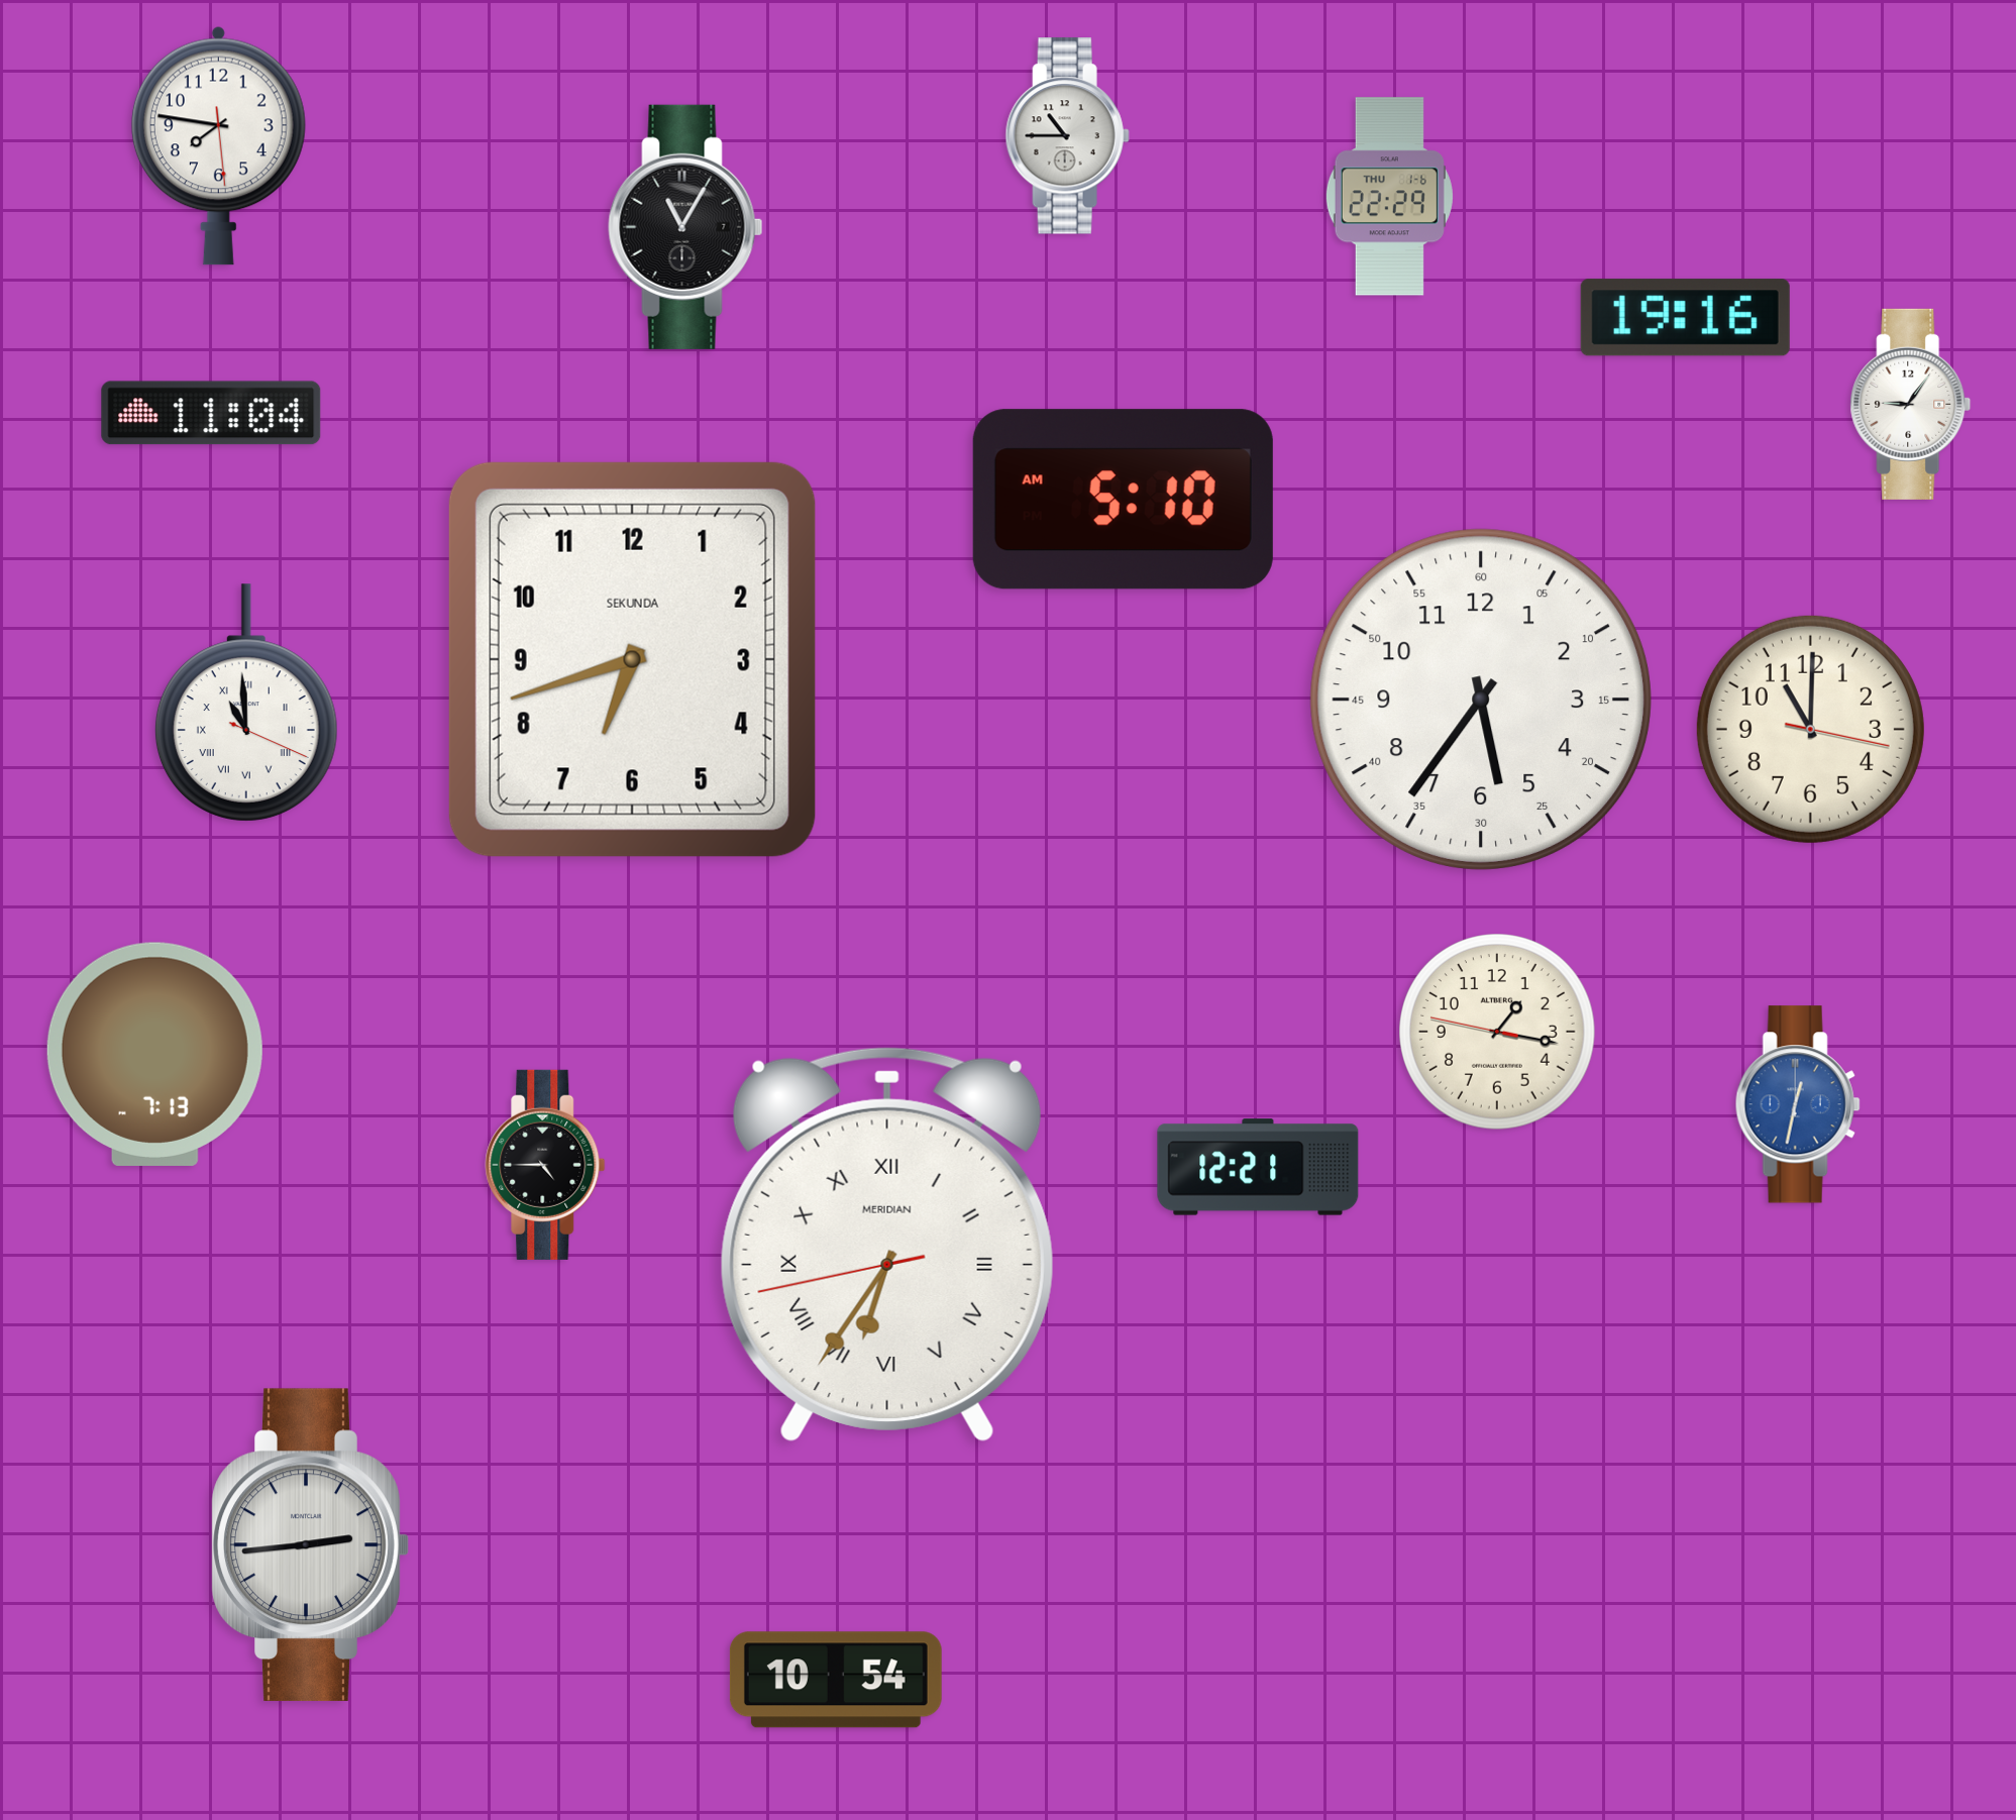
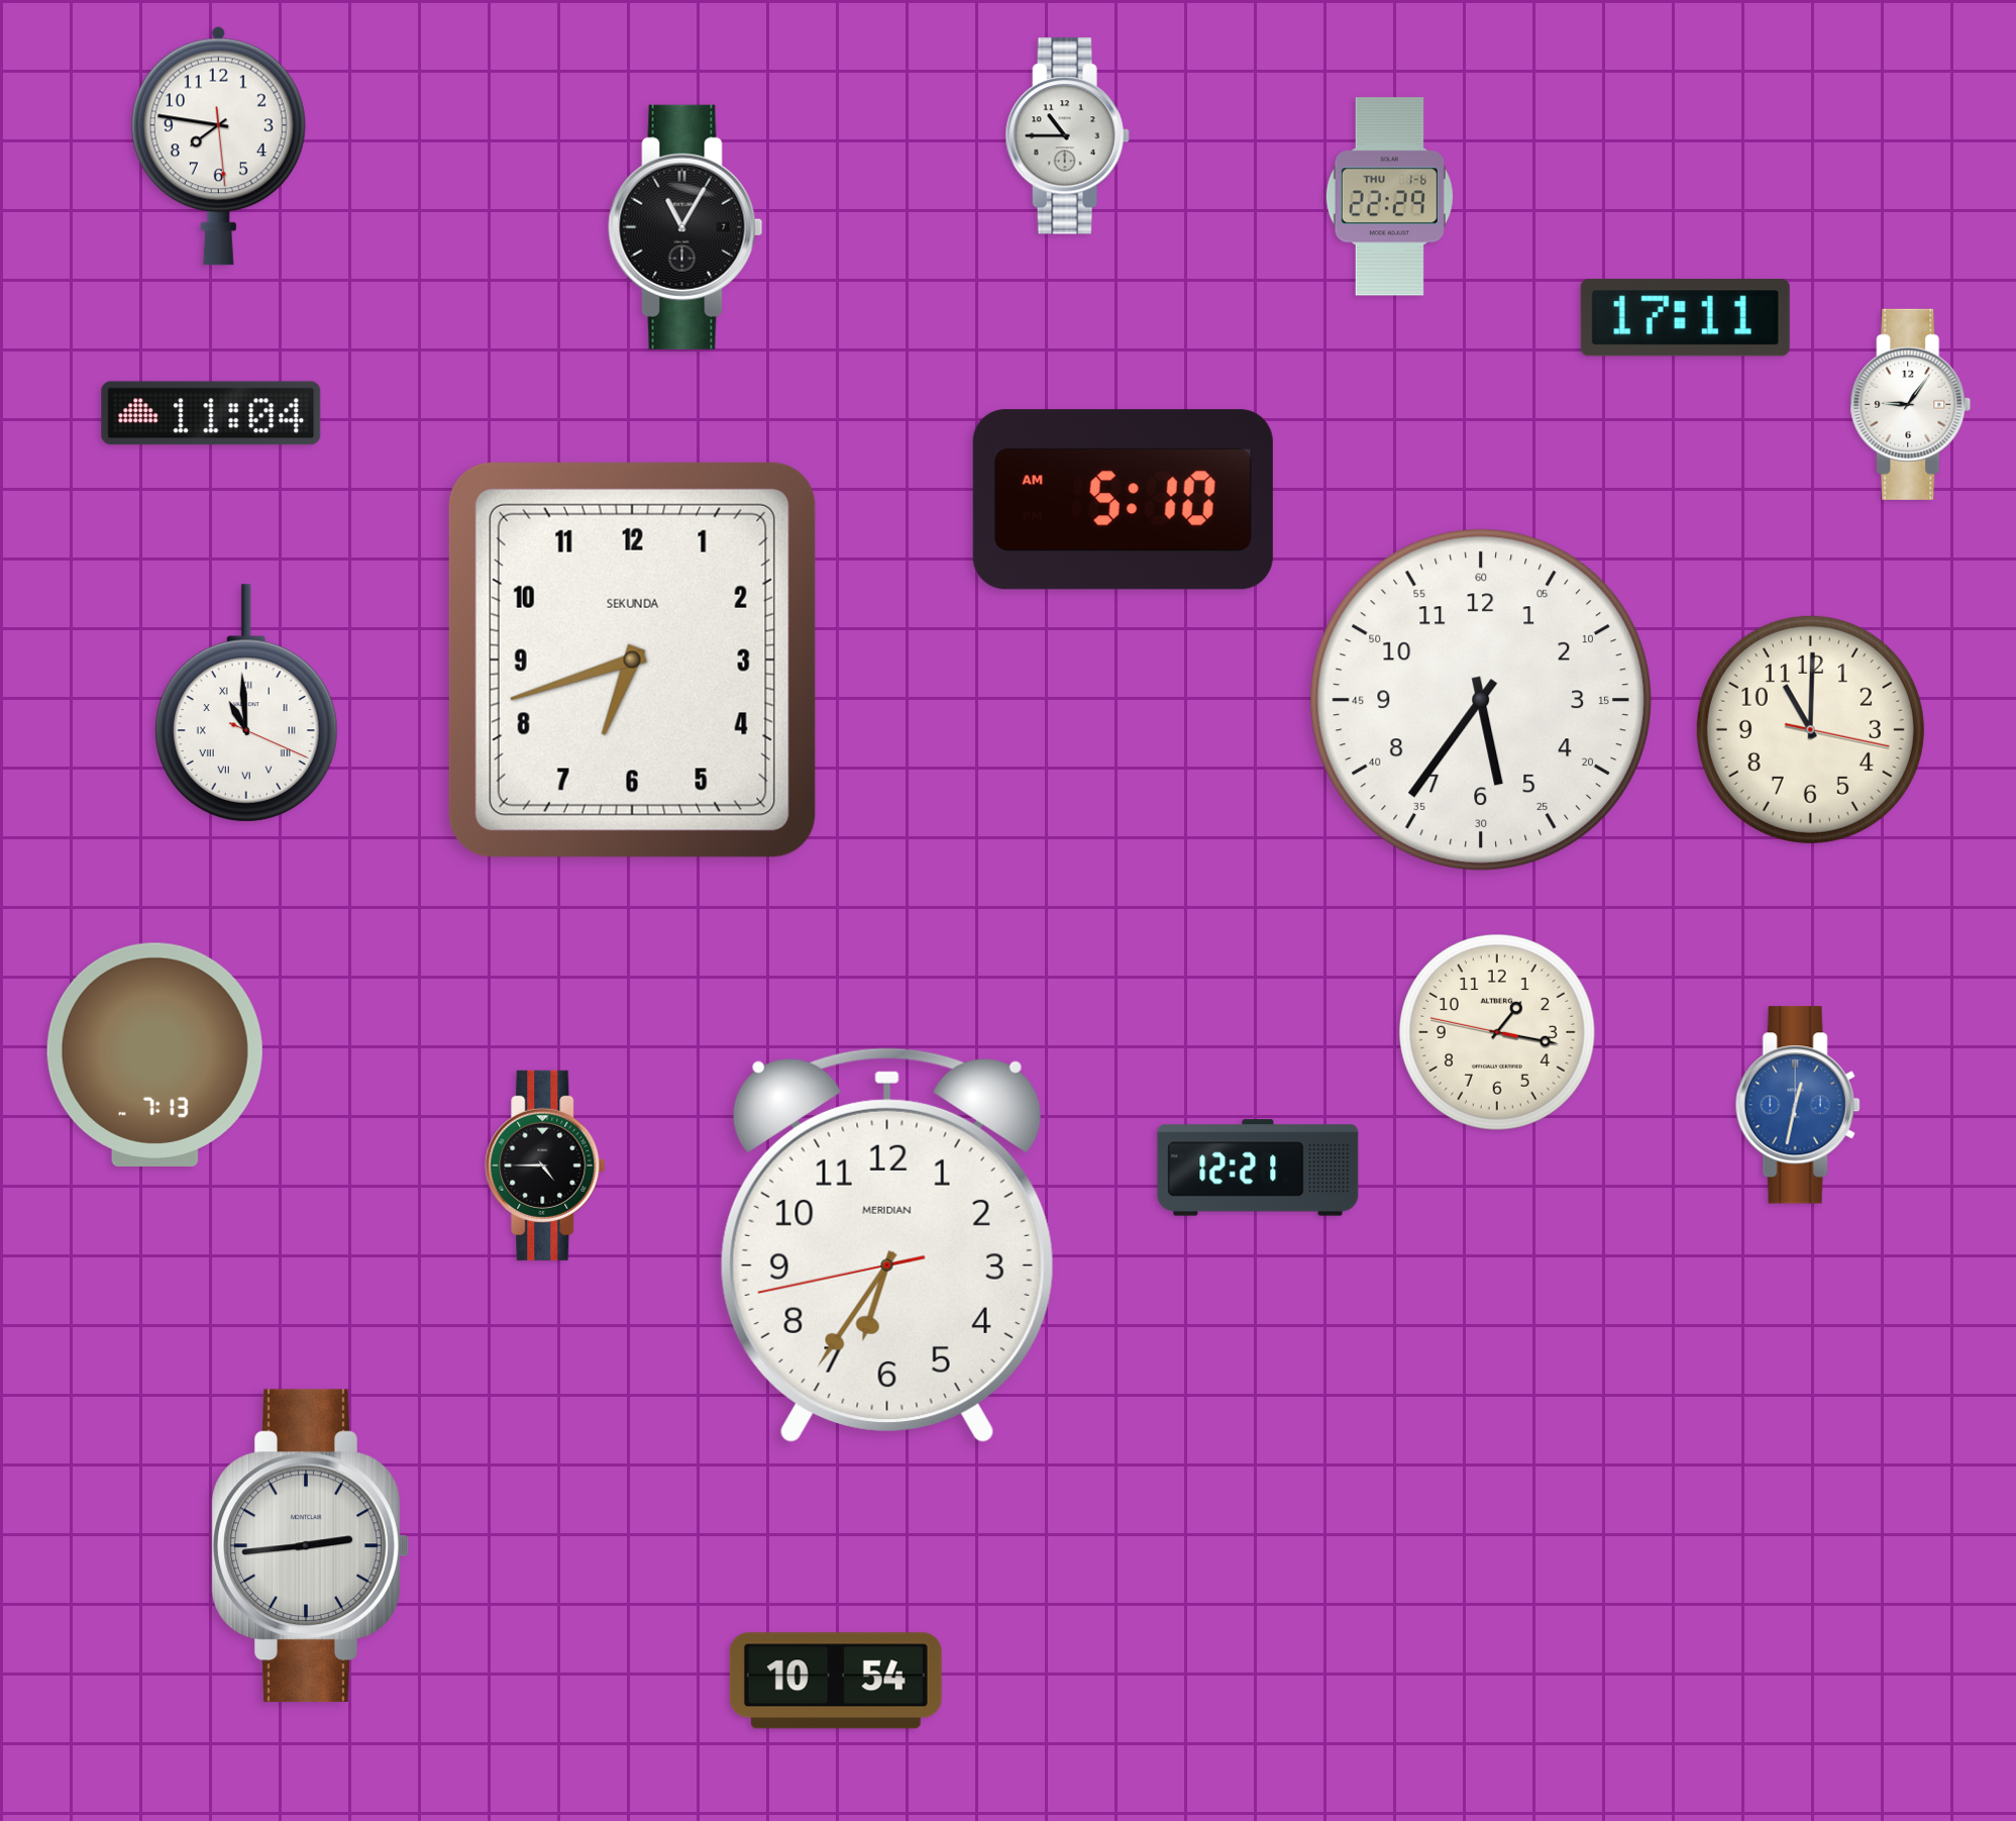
clock at (1685, 318): 19:16 -> 17:11
clock at (887, 1244) numerals: Roman -> Arabic
